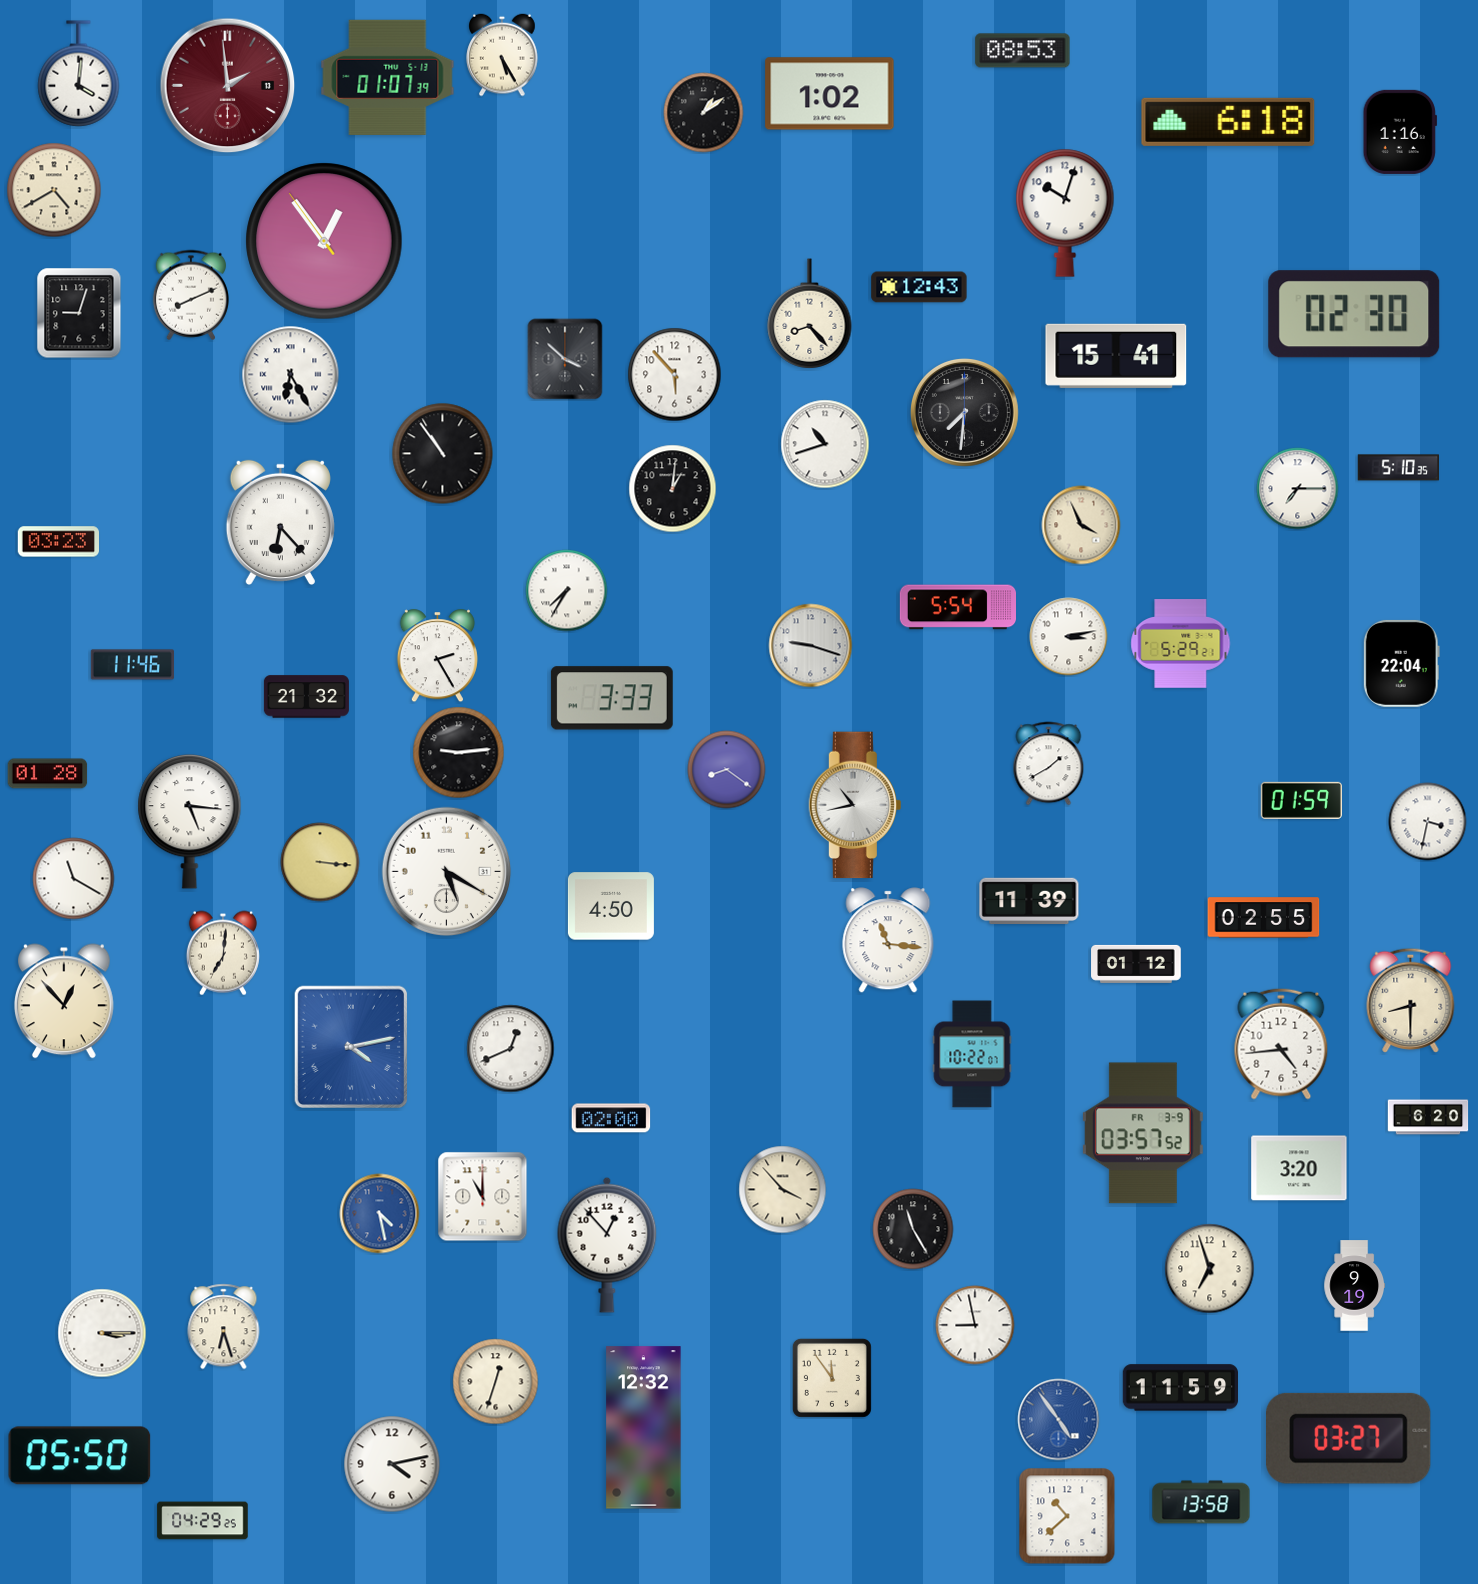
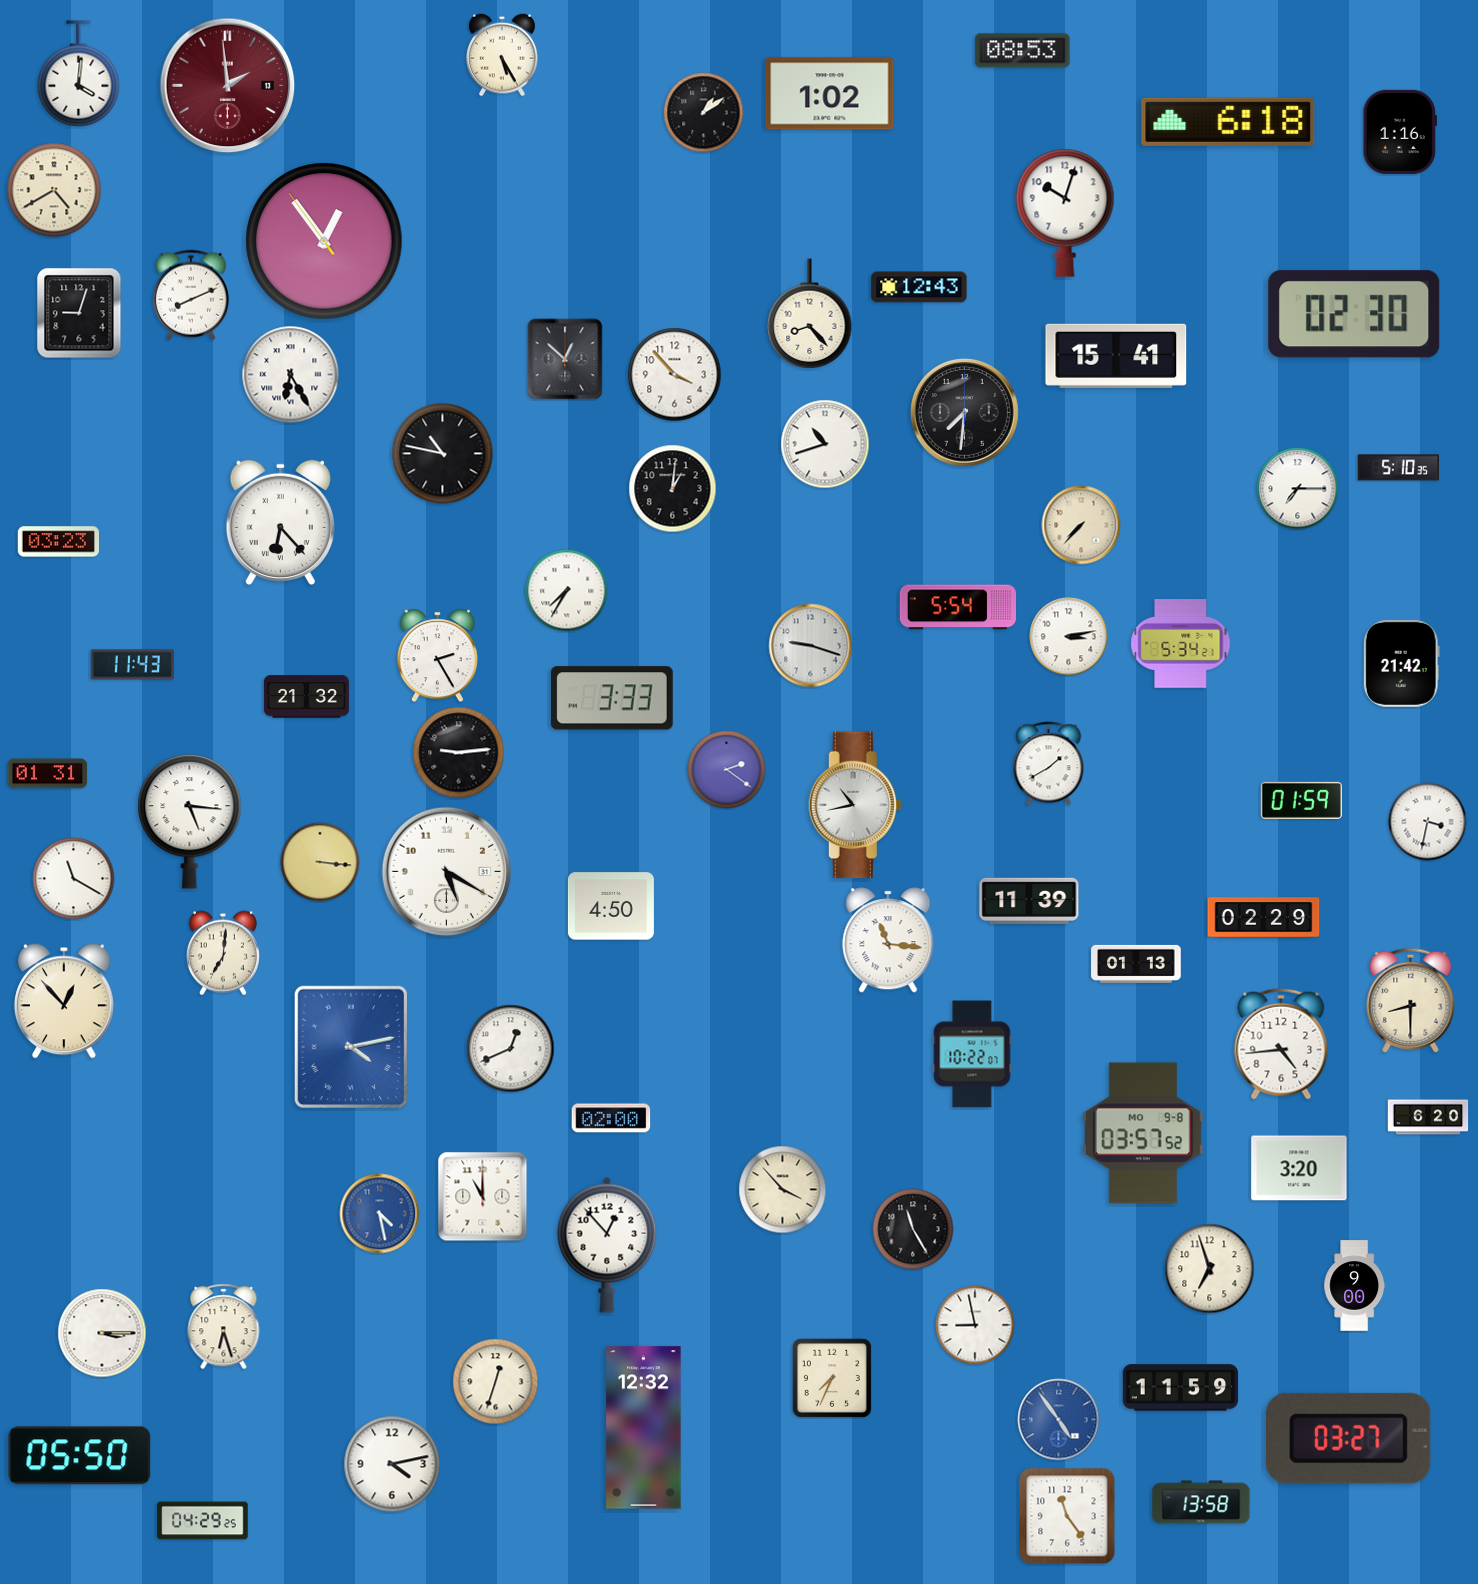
clock at (388, 77): 01:07 -> none
clock at (565, 359): 3:52 -> 12:52
clock at (675, 375): 5:53 -> 3:53
clock at (443, 454): 10:54 -> 10:47
clock at (1081, 525): 3:56 -> 7:37
clock at (1181, 644): 5:29 -> 5:34
clock at (1401, 663): 22:04 -> 21:42
clock at (132, 665): 11:46 -> 11:43
clock at (727, 770): 8:21 -> 2:21
clock at (48, 774): 01:28 -> 01:31
clock at (1264, 918): 02:55 -> 02:29
clock at (1136, 964): 01:12 -> 01:13
clock at (1143, 1133) date: FR 3-9 -> MO 9-8
clock at (1354, 1286): 9:19 -> 9:00
clock at (832, 1378): 11:54 -> 7:34
clock at (1067, 1516): 10:38 -> 11:24
